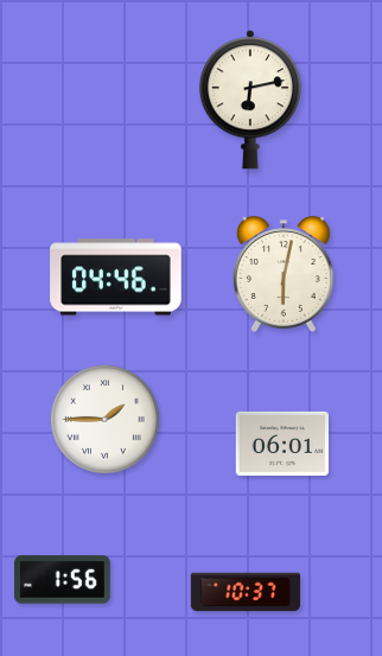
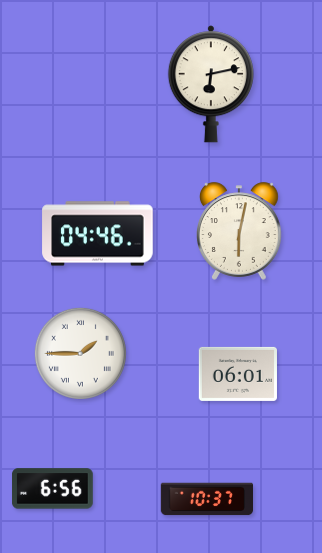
clock at (104, 419) position: (104, 419) -> (80, 353)
clock at (63, 580): 1:56 -> 6:56
